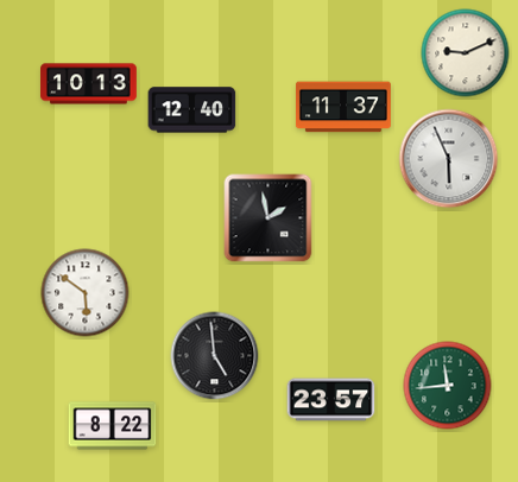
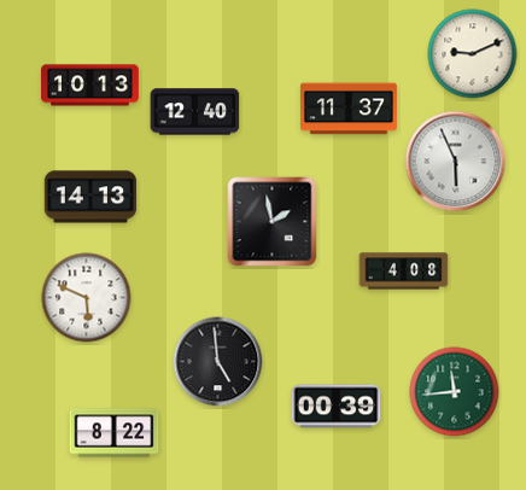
clock at (90, 197): none -> 14:13
clock at (404, 272): none -> 4:08
clock at (86, 293): 5:51 -> 5:49
clock at (331, 400): 23:57 -> 00:39
